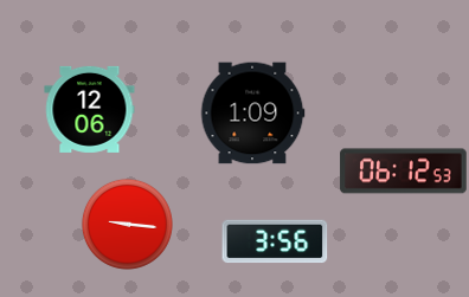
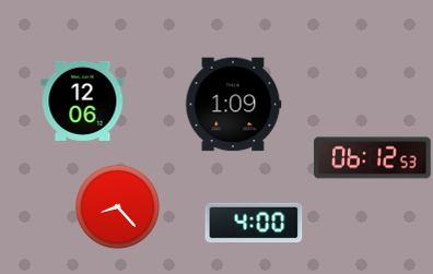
clock at (127, 224): 9:16 -> 8:23
clock at (275, 241): 3:56 -> 4:00
